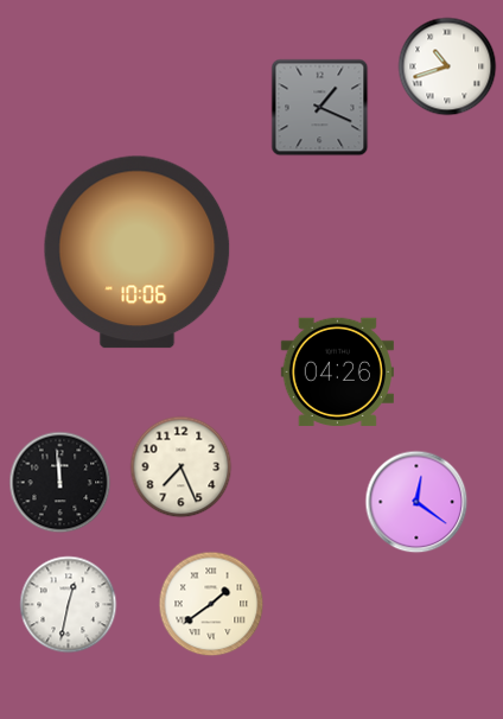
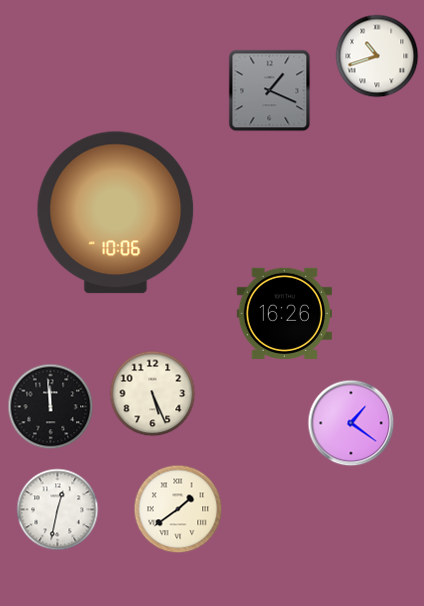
clock at (337, 371): 04:26 -> 16:26
clock at (182, 467): 7:26 -> 5:26
clock at (416, 502): 12:21 -> 1:21
